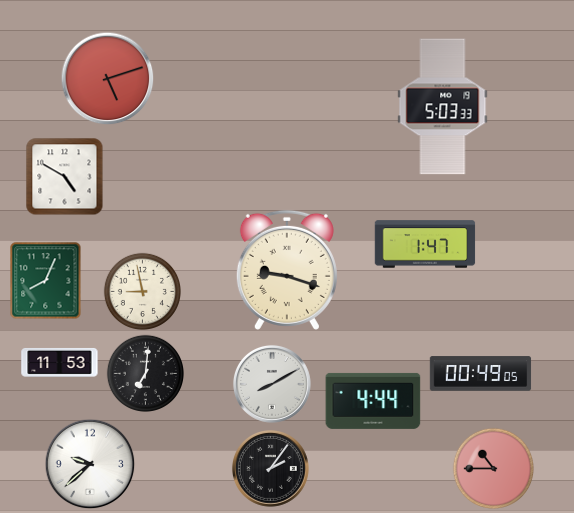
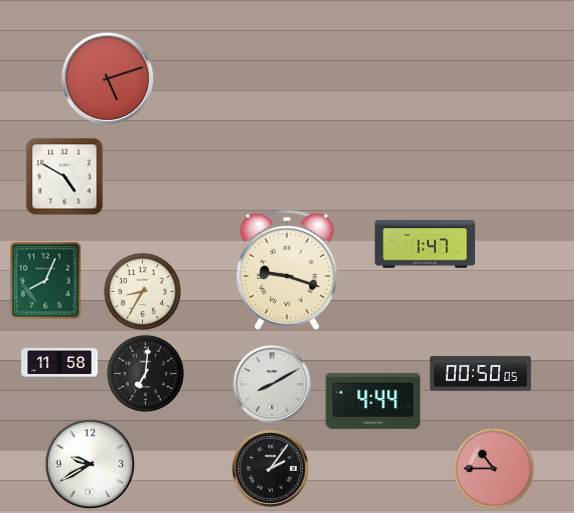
clock at (443, 107): 5:03 -> none
clock at (142, 291): 8:58 -> 8:35
clock at (60, 362): 11:53 -> 11:58
clock at (481, 374): 00:49 -> 00:50
clock at (90, 464): 9:38 -> 9:40
